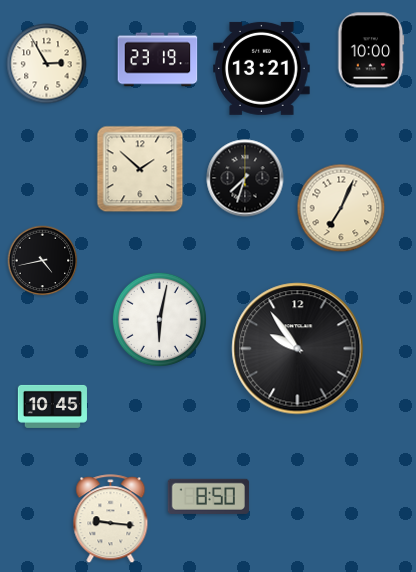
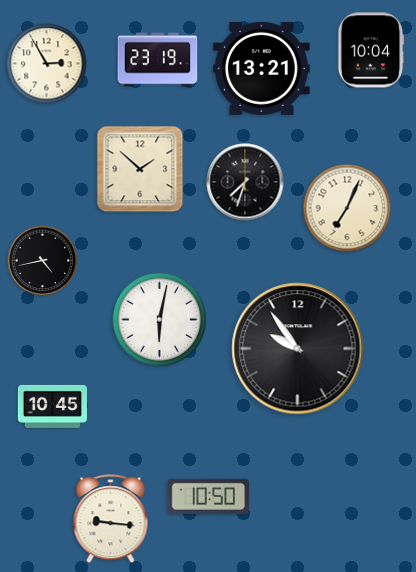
clock at (371, 50): 10:00 -> 10:04
clock at (245, 178) position: (245, 178) -> (245, 182)
clock at (341, 208) position: (341, 208) -> (347, 208)
clock at (208, 496): 8:50 -> 10:50
